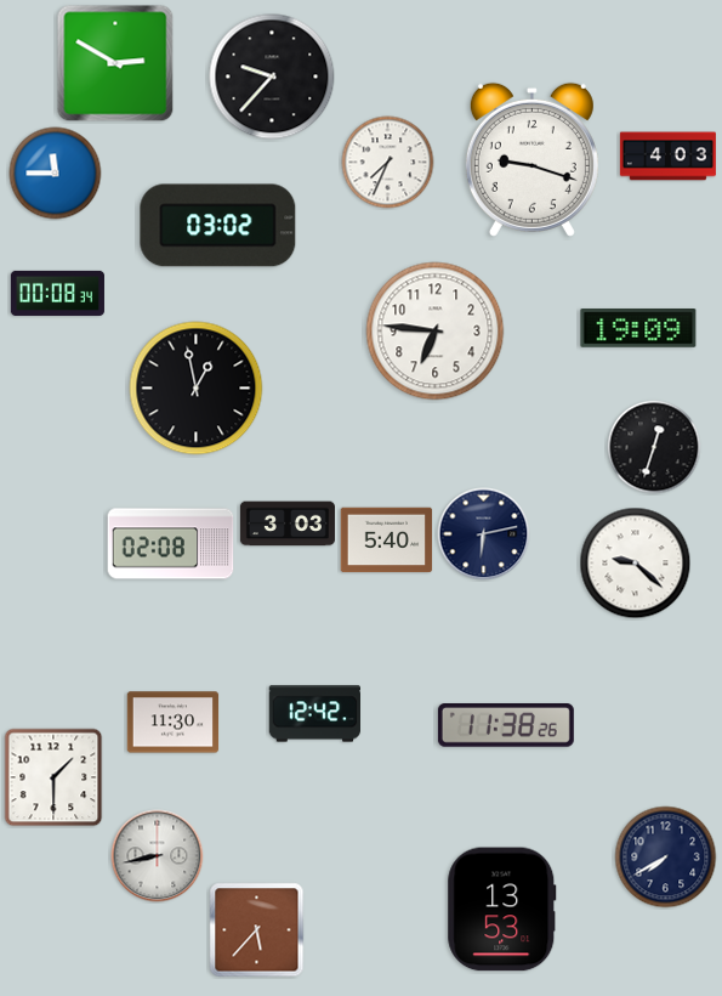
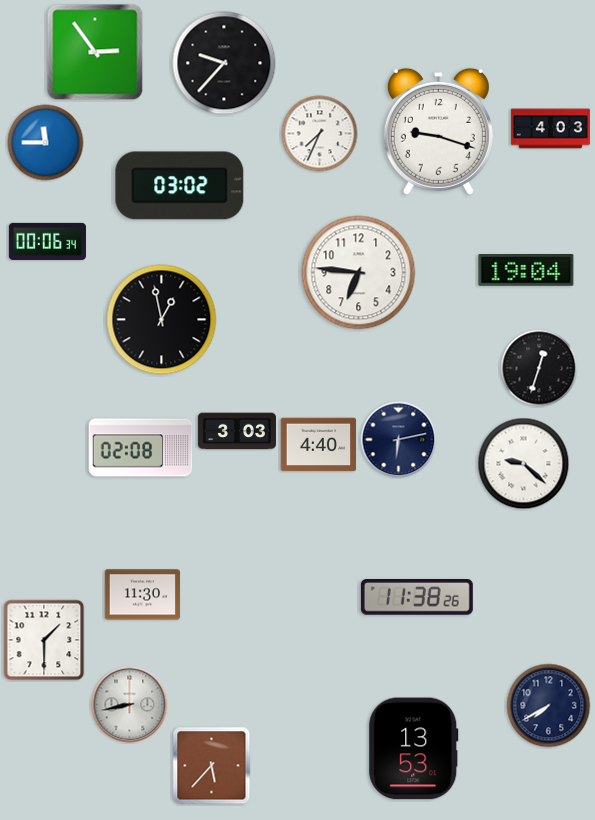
clock at (115, 63): 2:50 -> 2:54
clock at (57, 293): 00:08 -> 00:06
clock at (638, 329): 19:09 -> 19:04
clock at (387, 541): 5:40 -> 4:40
clock at (314, 714): 12:42 -> none
